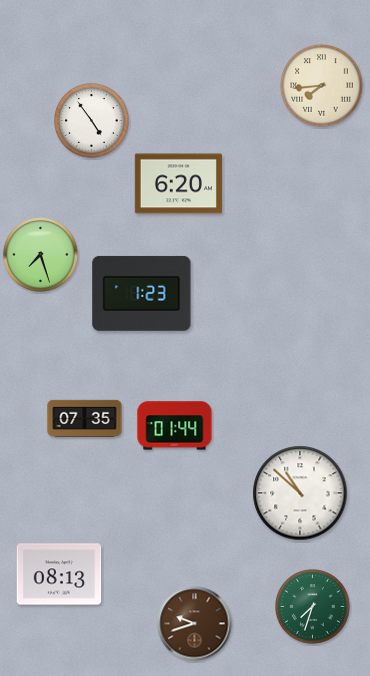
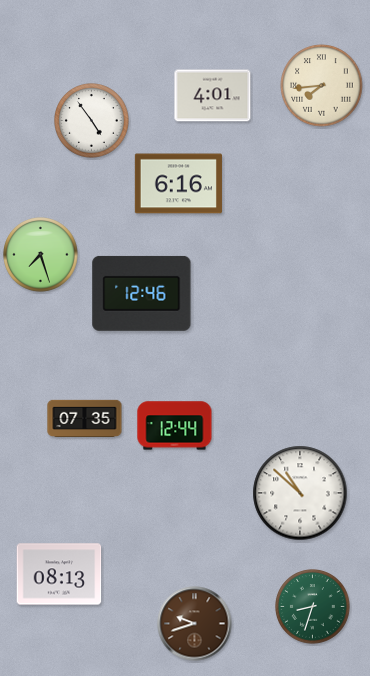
clock at (213, 96): none -> 4:01
clock at (178, 184): 6:20 -> 6:16
clock at (142, 293): 1:23 -> 12:46
clock at (175, 426): 01:44 -> 12:44
clock at (313, 607): 7:33 -> 8:33
